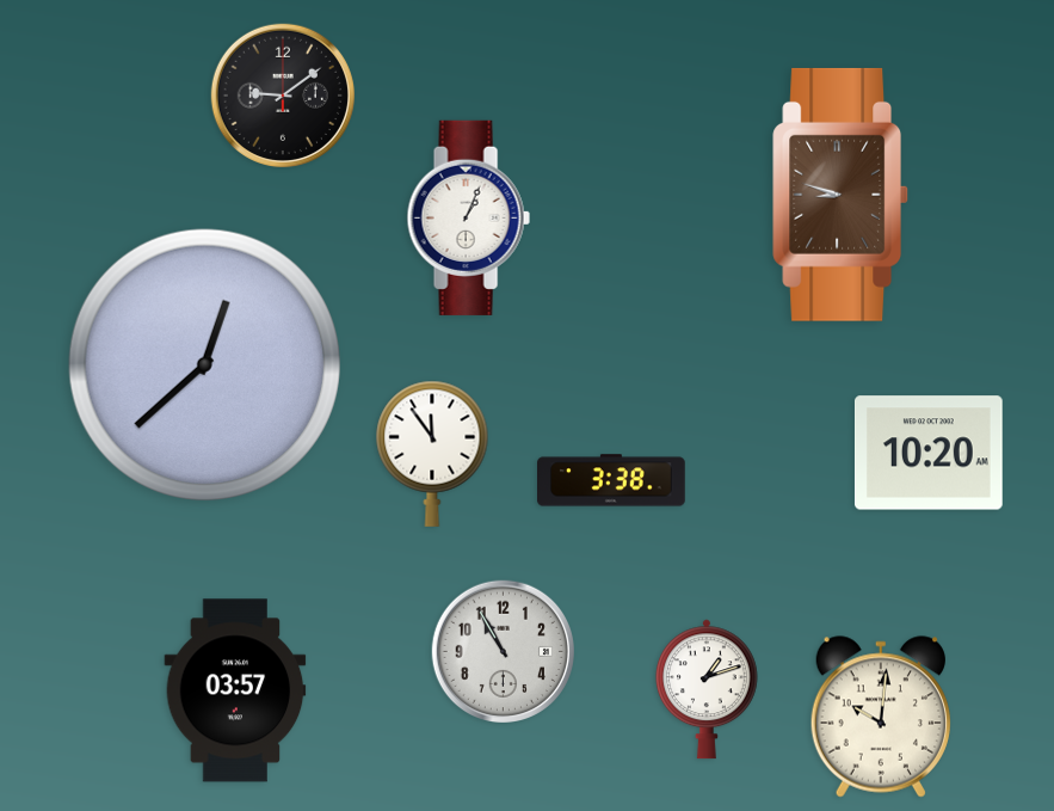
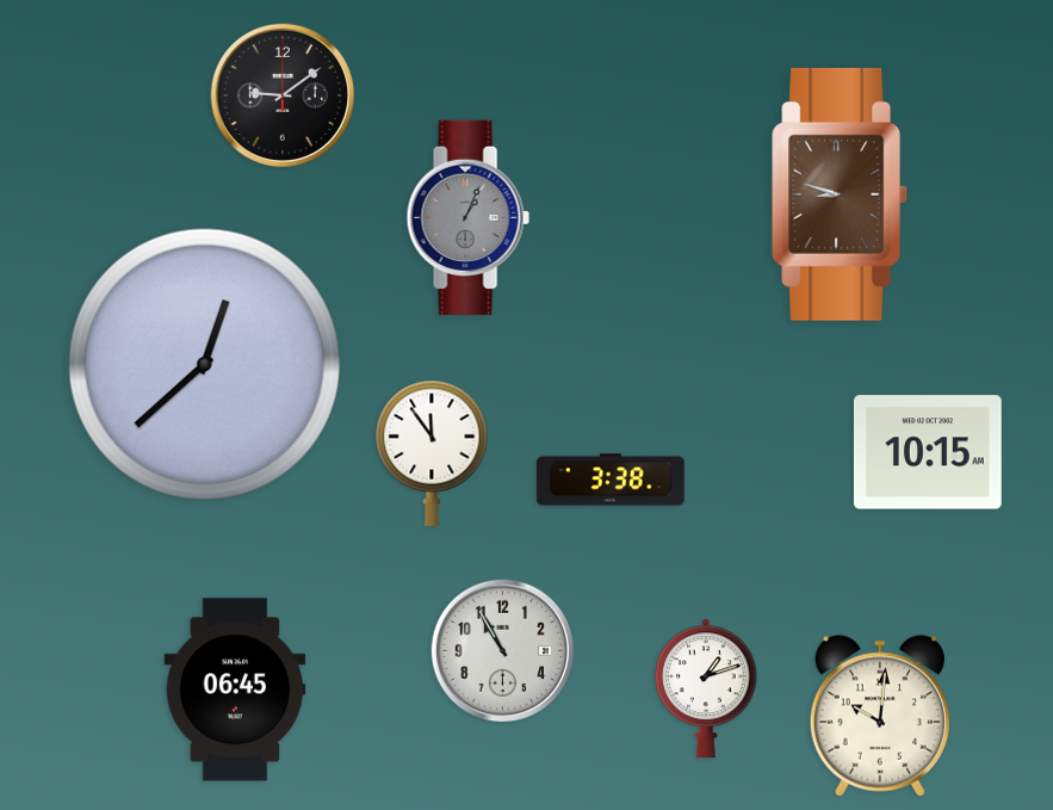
clock at (468, 217) dial: white -> grey
clock at (929, 453): 10:20 -> 10:15
clock at (235, 690): 03:57 -> 06:45
